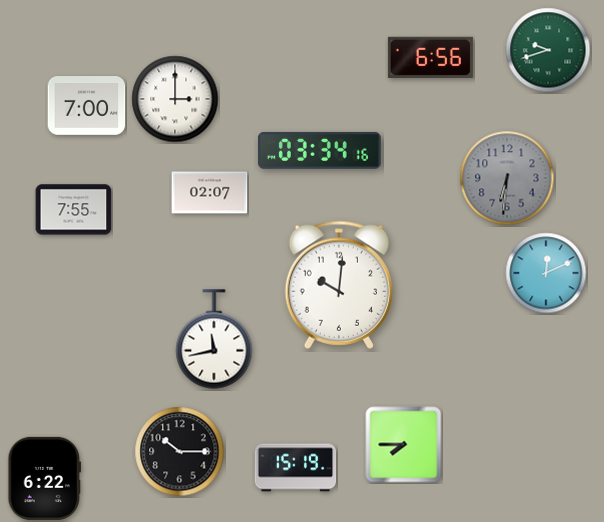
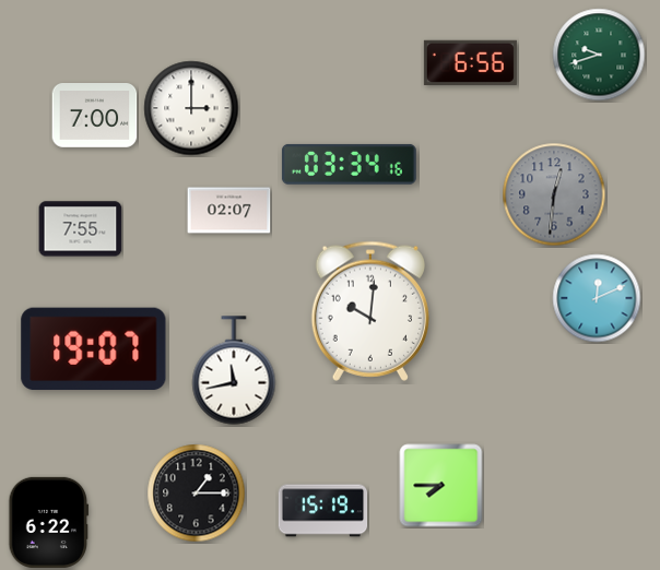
clock at (507, 178): 6:31 -> 12:31
clock at (94, 349): none -> 19:07
clock at (180, 452): 10:15 -> 1:15
